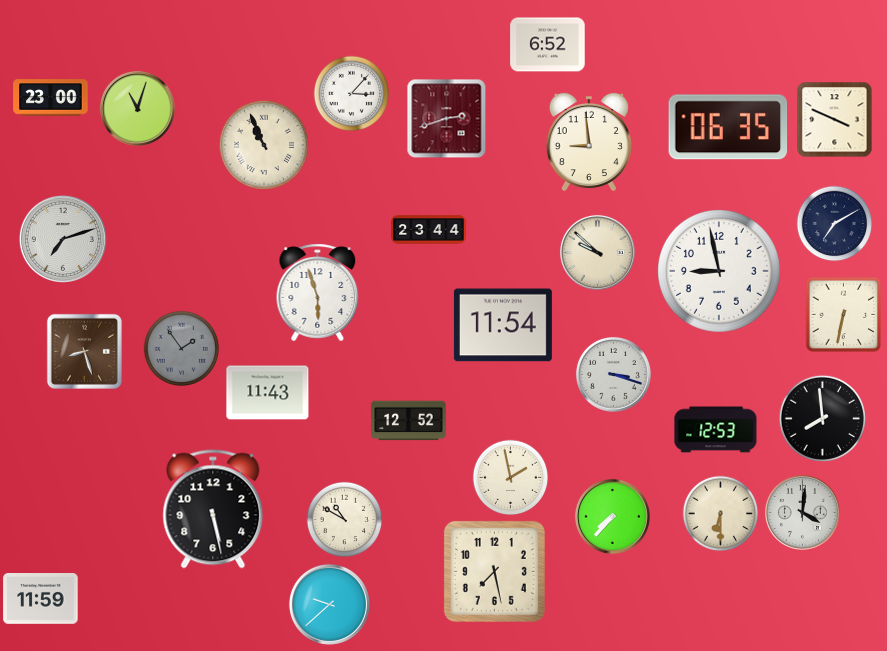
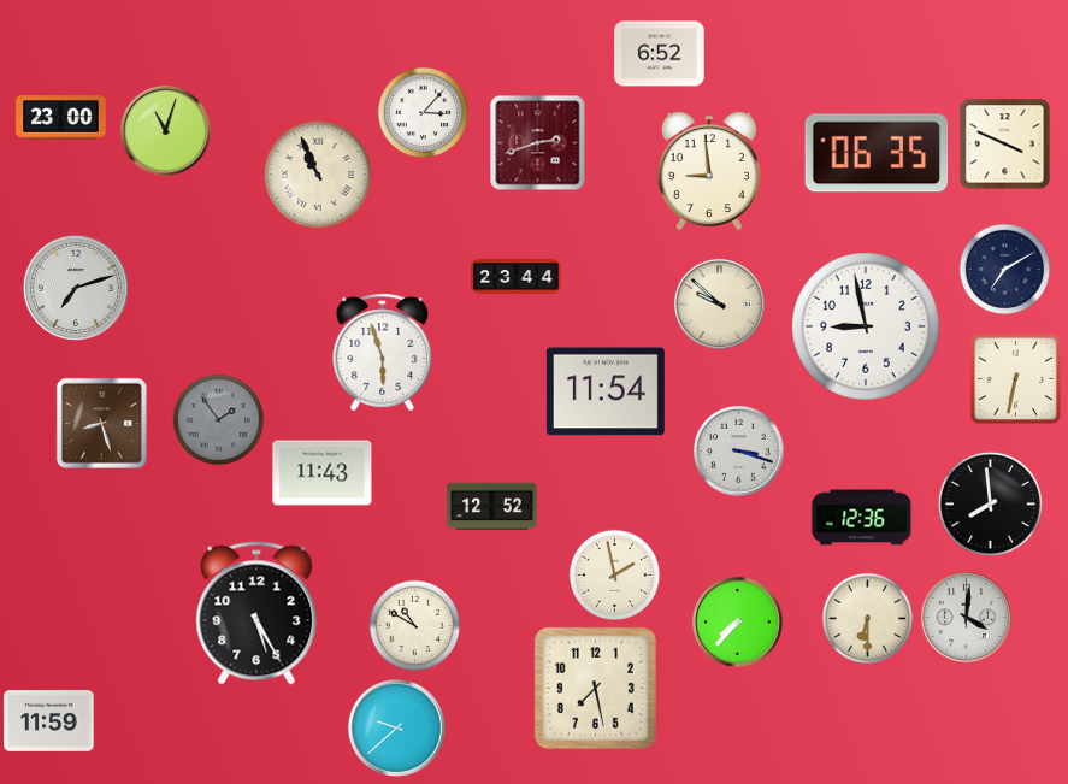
clock at (716, 430): 12:53 -> 12:36
clock at (213, 509): 5:28 -> 5:25
